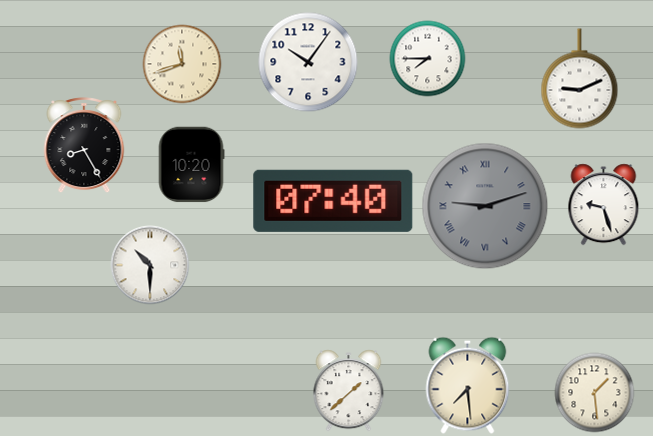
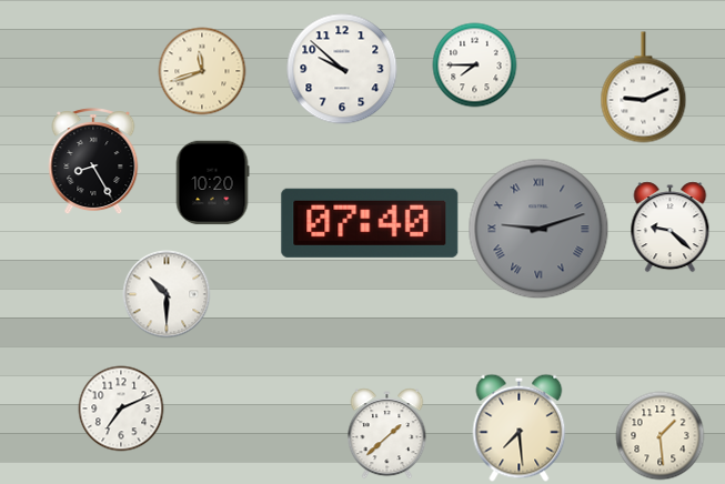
clock at (308, 62): 10:06 -> 9:52
clock at (604, 205): 9:27 -> 9:22
clock at (121, 409): none -> 7:11
